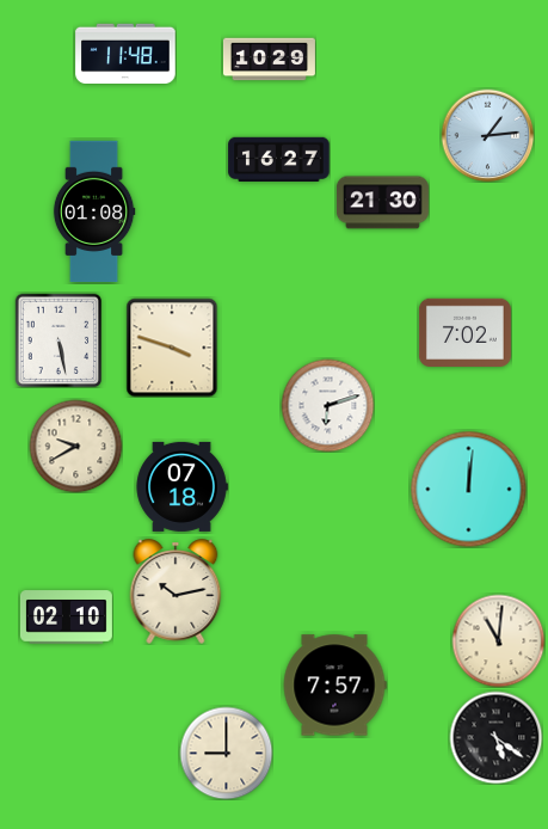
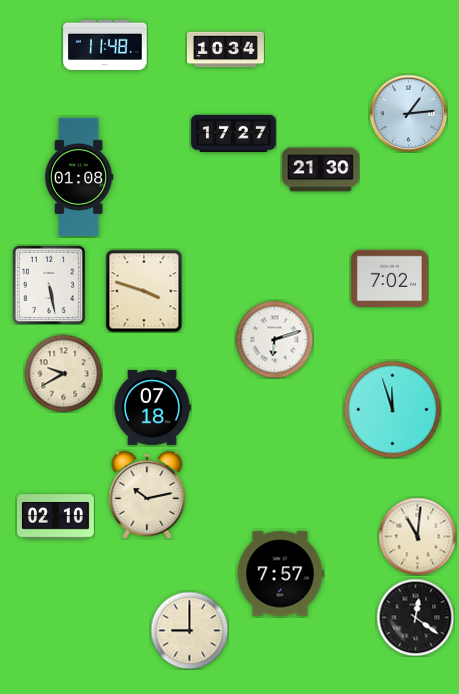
clock at (269, 60): 10:29 -> 10:34
clock at (279, 159): 16:27 -> 17:27
clock at (468, 489): 12:01 -> 11:57
clock at (495, 737): 5:21 -> 12:21
